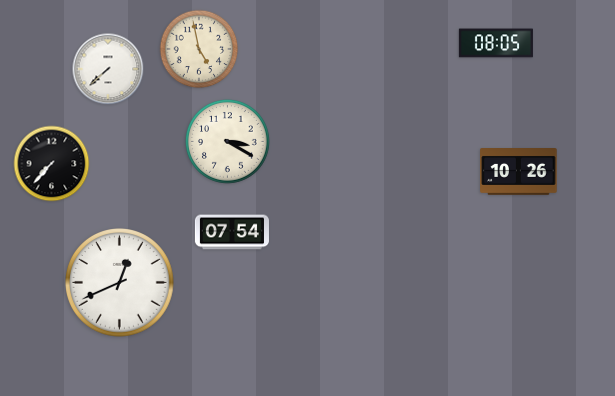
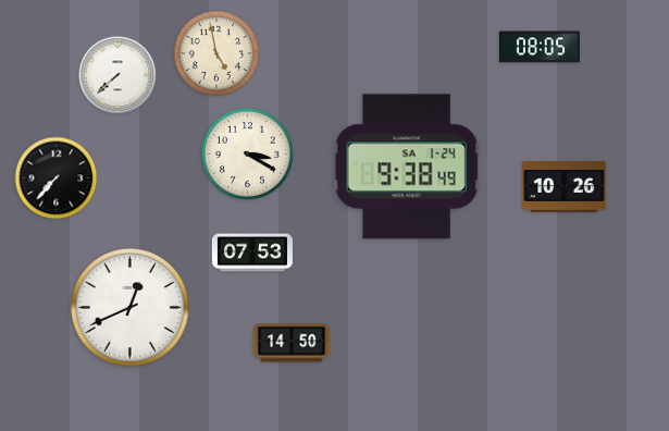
clock at (407, 167): none -> 9:38
clock at (232, 232): 07:54 -> 07:53
clock at (292, 343): none -> 14:50
